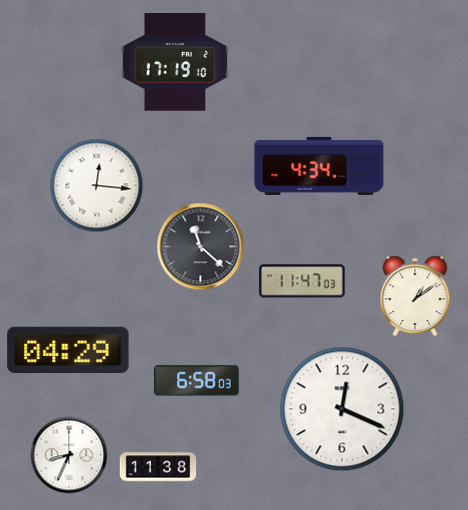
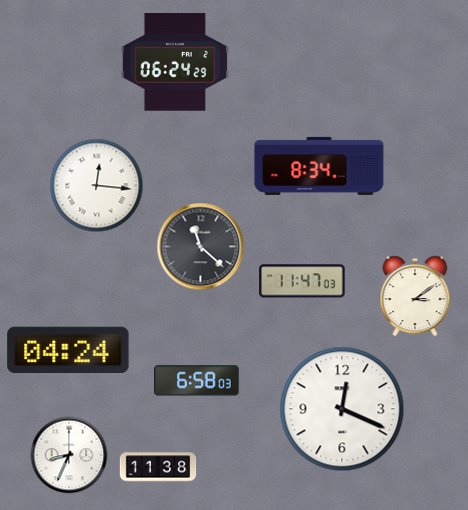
clock at (174, 62): 17:19 -> 06:24
clock at (319, 166): 4:34 -> 8:34
clock at (415, 296): 1:09 -> 3:09
clock at (68, 349): 04:29 -> 04:24
